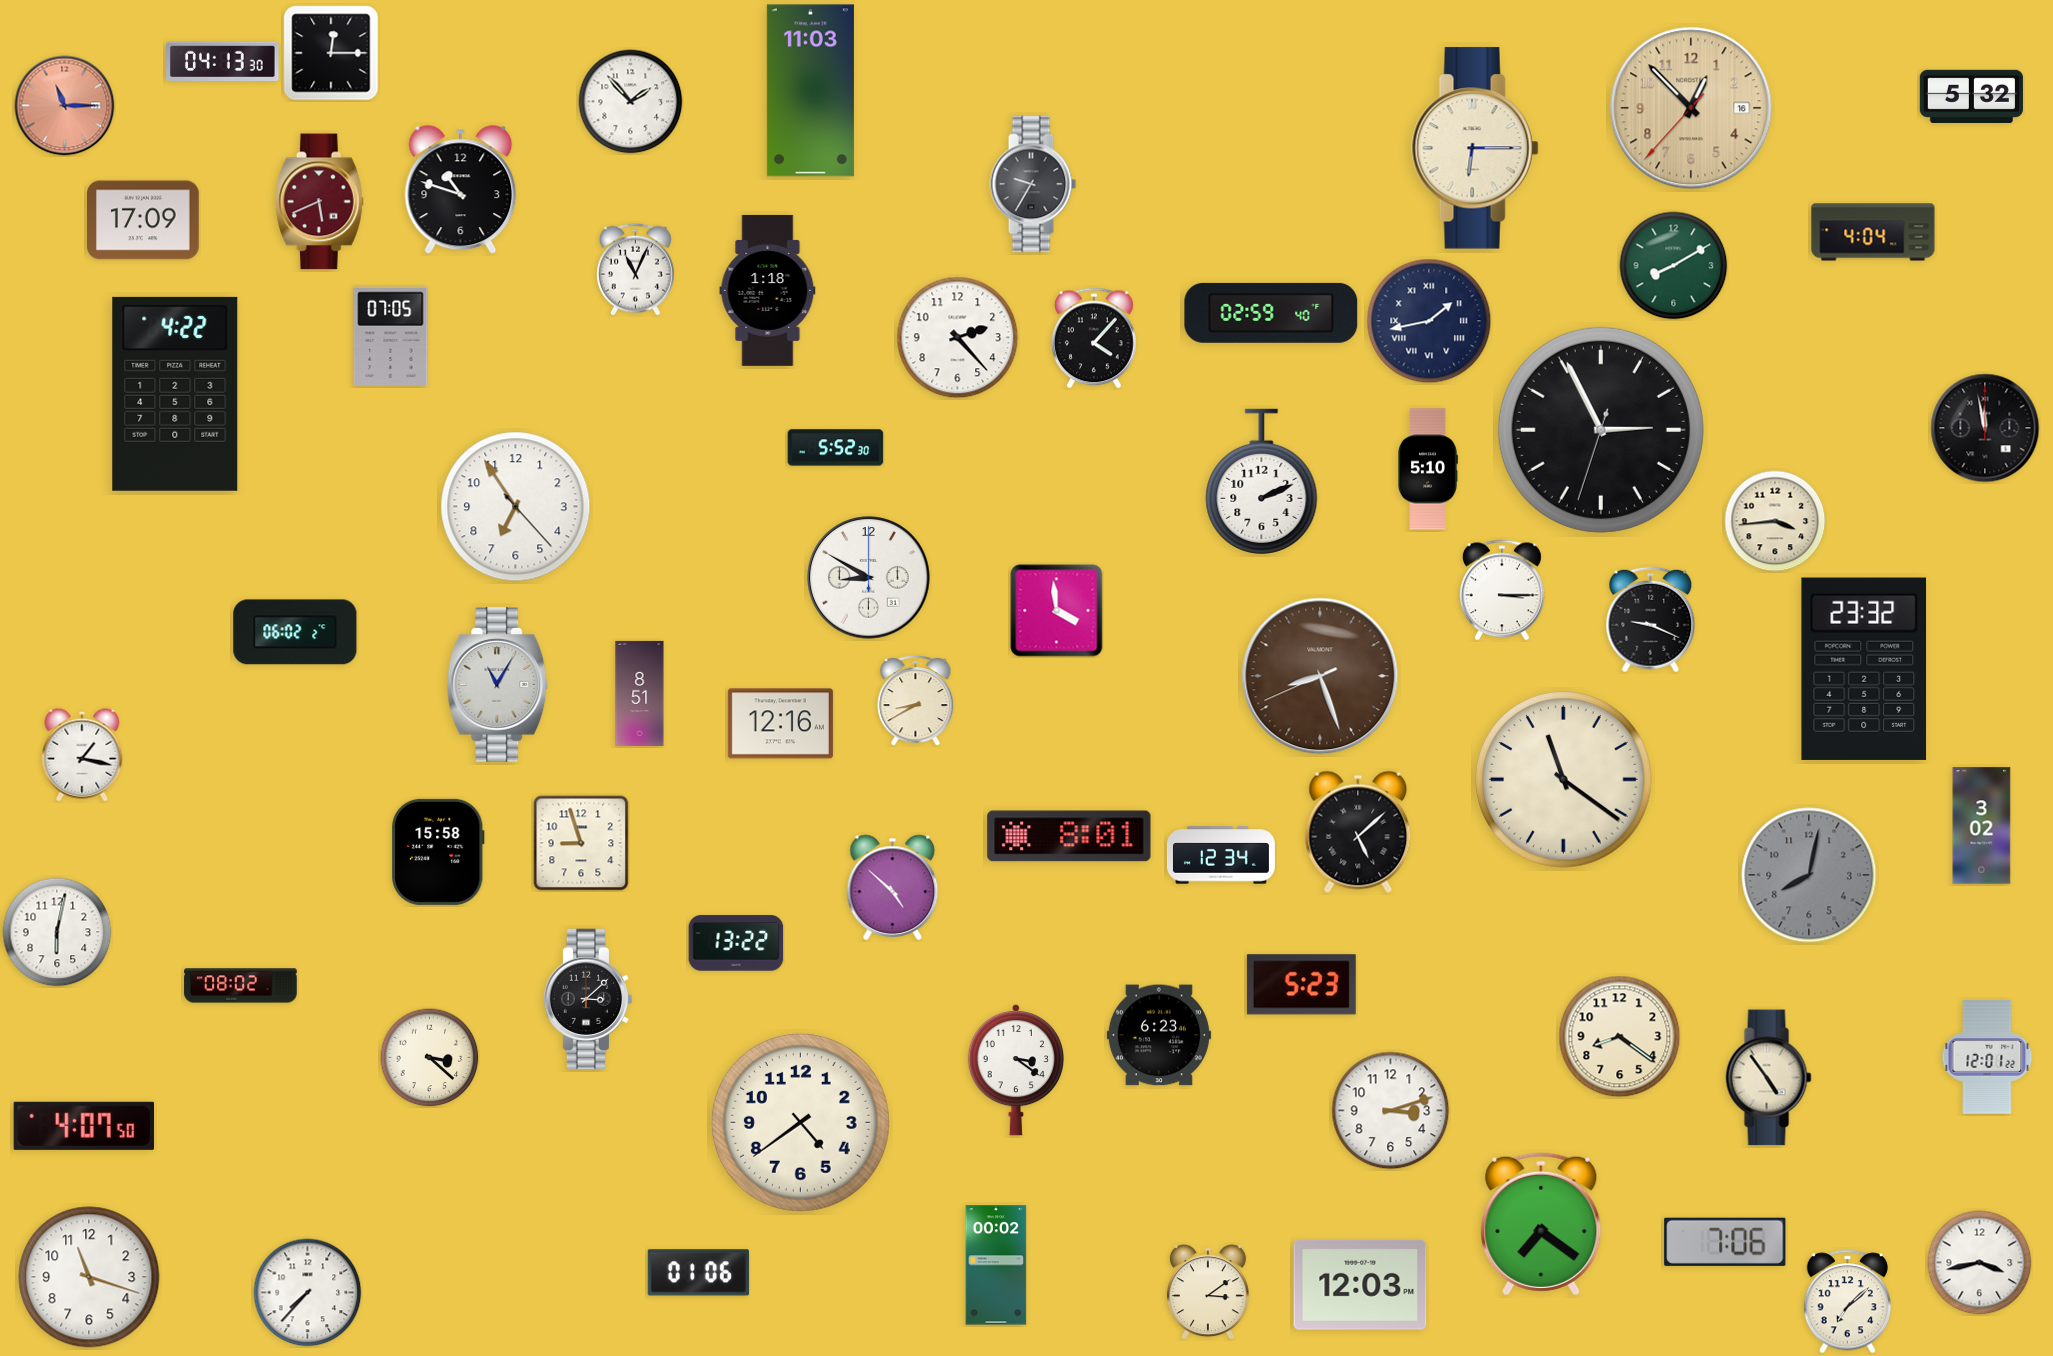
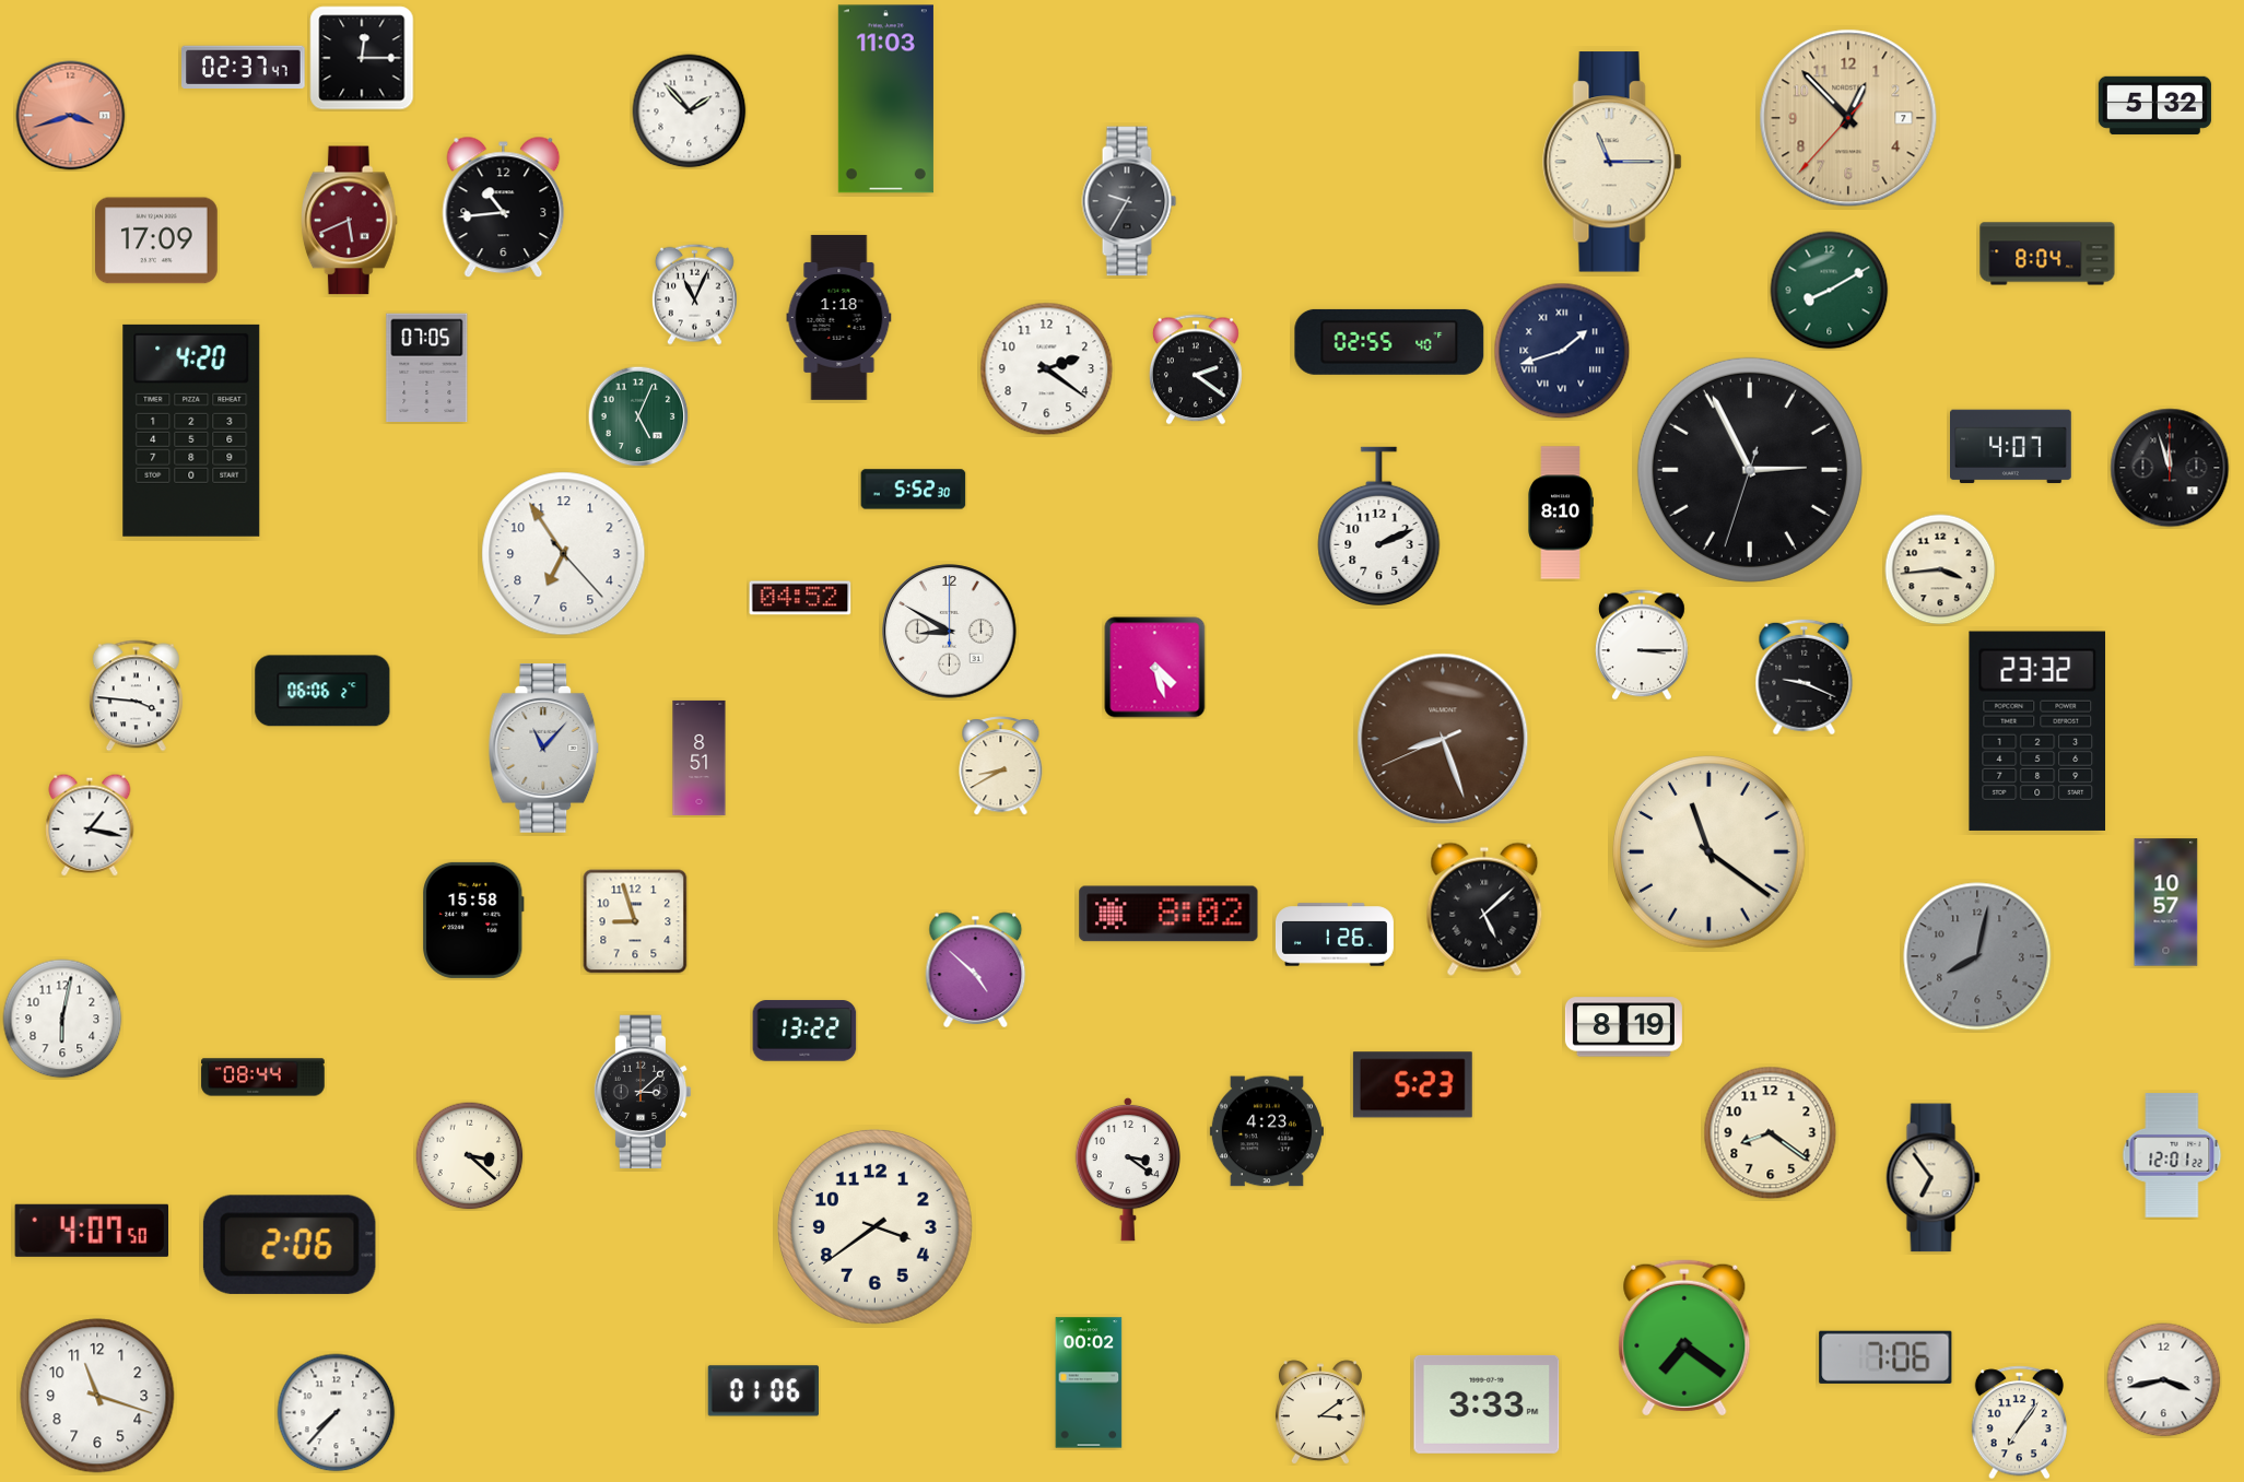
clock at (223, 61): 04:13 -> 02:37
clock at (65, 106): 11:15 -> 3:42
clock at (1691, 108) date: 16 -> 7
clock at (1475, 148): 6:15 -> 11:15
clock at (461, 190): 10:48 -> 10:44
clock at (1873, 232): 4:04 -> 8:04
clock at (1271, 313): 02:59 -> 02:55
clock at (1429, 321): 1:43 -> 1:42
clock at (958, 338): 2:23 -> 2:21
clock at (1094, 338): 4:07 -> 2:21
clock at (638, 416): none -> 5:04
clock at (175, 394): 4:22 -> 4:20
clock at (2011, 447): none -> 4:07
clock at (1985, 428): 11:58 -> 11:57
clock at (1428, 469): 5:10 -> 8:10
clock at (800, 598): none -> 04:52
clock at (1057, 611): 3:59 -> 4:27
clock at (295, 632): 06:02 -> 06:06
clock at (136, 696): none -> 3:46
clock at (498, 685): 11:05 -> 11:07
clock at (780, 724): 12:16 -> none
clock at (1982, 826): 3:02 -> 10:57
clock at (1069, 836): 8:01 -> 8:02
clock at (438, 852) position: (438, 852) -> (473, 920)
clock at (1221, 855): 12:34 -> 1:26
clock at (1623, 1027): none -> 8:19
clock at (1301, 985) position: (1301, 985) -> (1412, 1085)
clock at (241, 986): 08:02 -> 08:44
clock at (1159, 1035): 6:23 -> 4:23
clock at (1015, 1070) position: (1015, 1070) -> (1127, 1169)
clock at (1769, 1078): 4:54 -> 6:54
clock at (1391, 1111): 3:12 -> none
clock at (800, 1122): 4:39 -> 3:39
clock at (290, 1245): none -> 2:06
clock at (1360, 1285): 12:03 -> 3:33
clock at (1847, 1302): 7:08 -> 7:06
